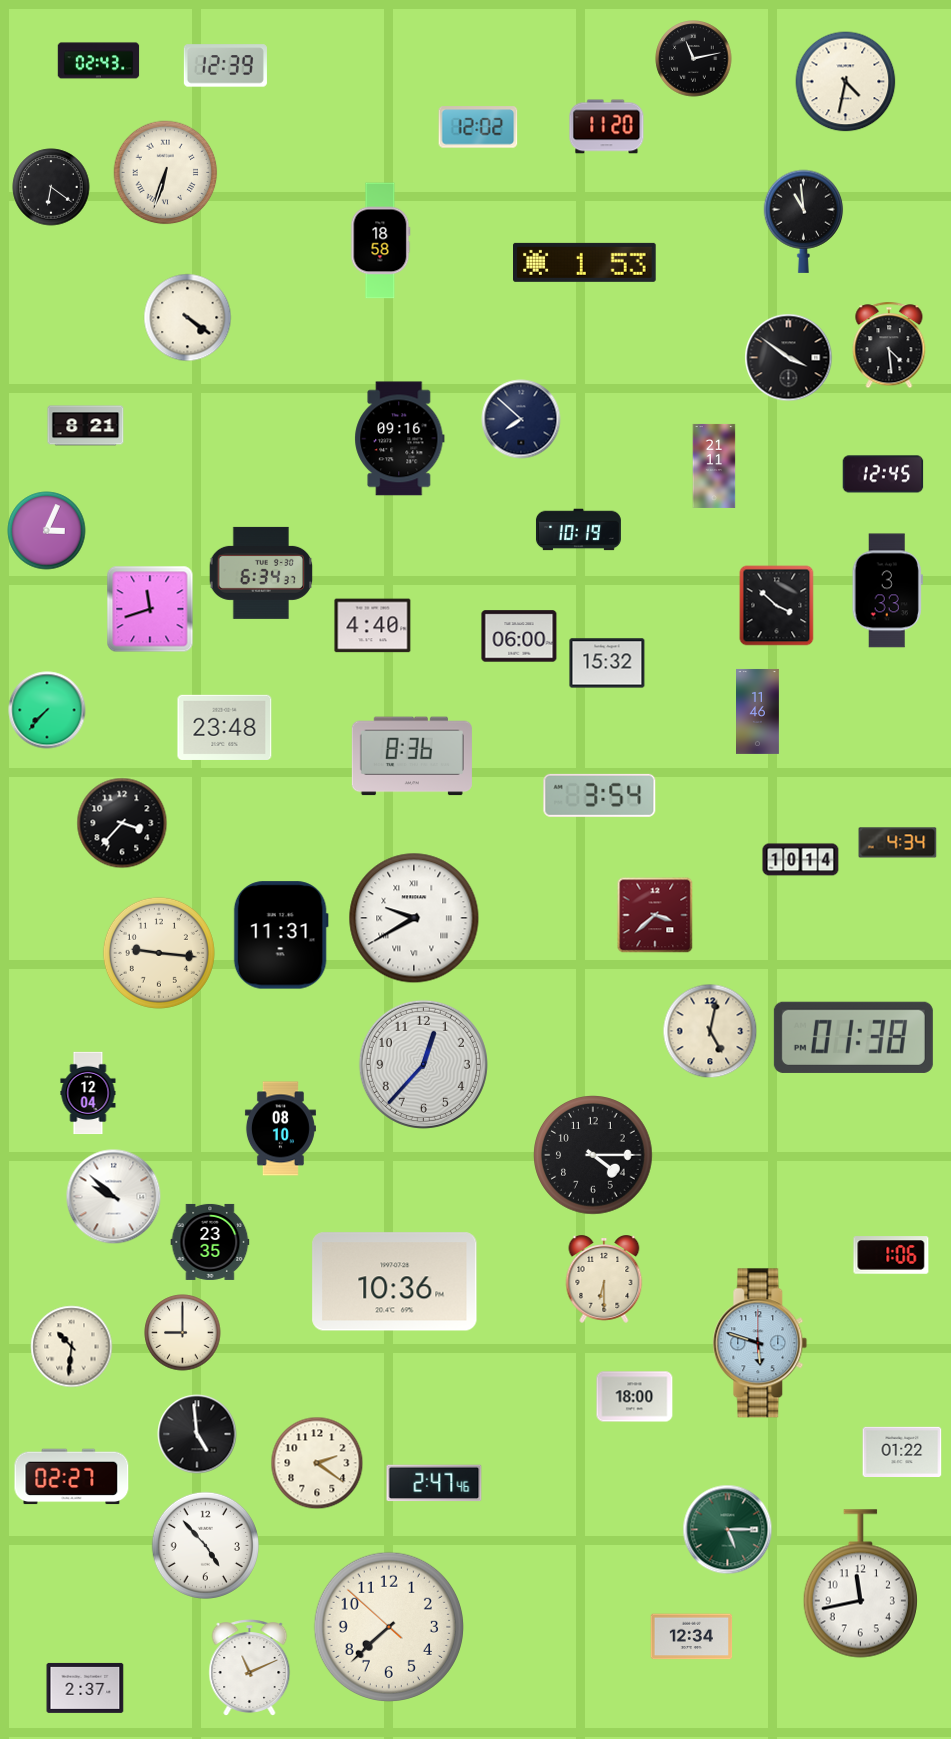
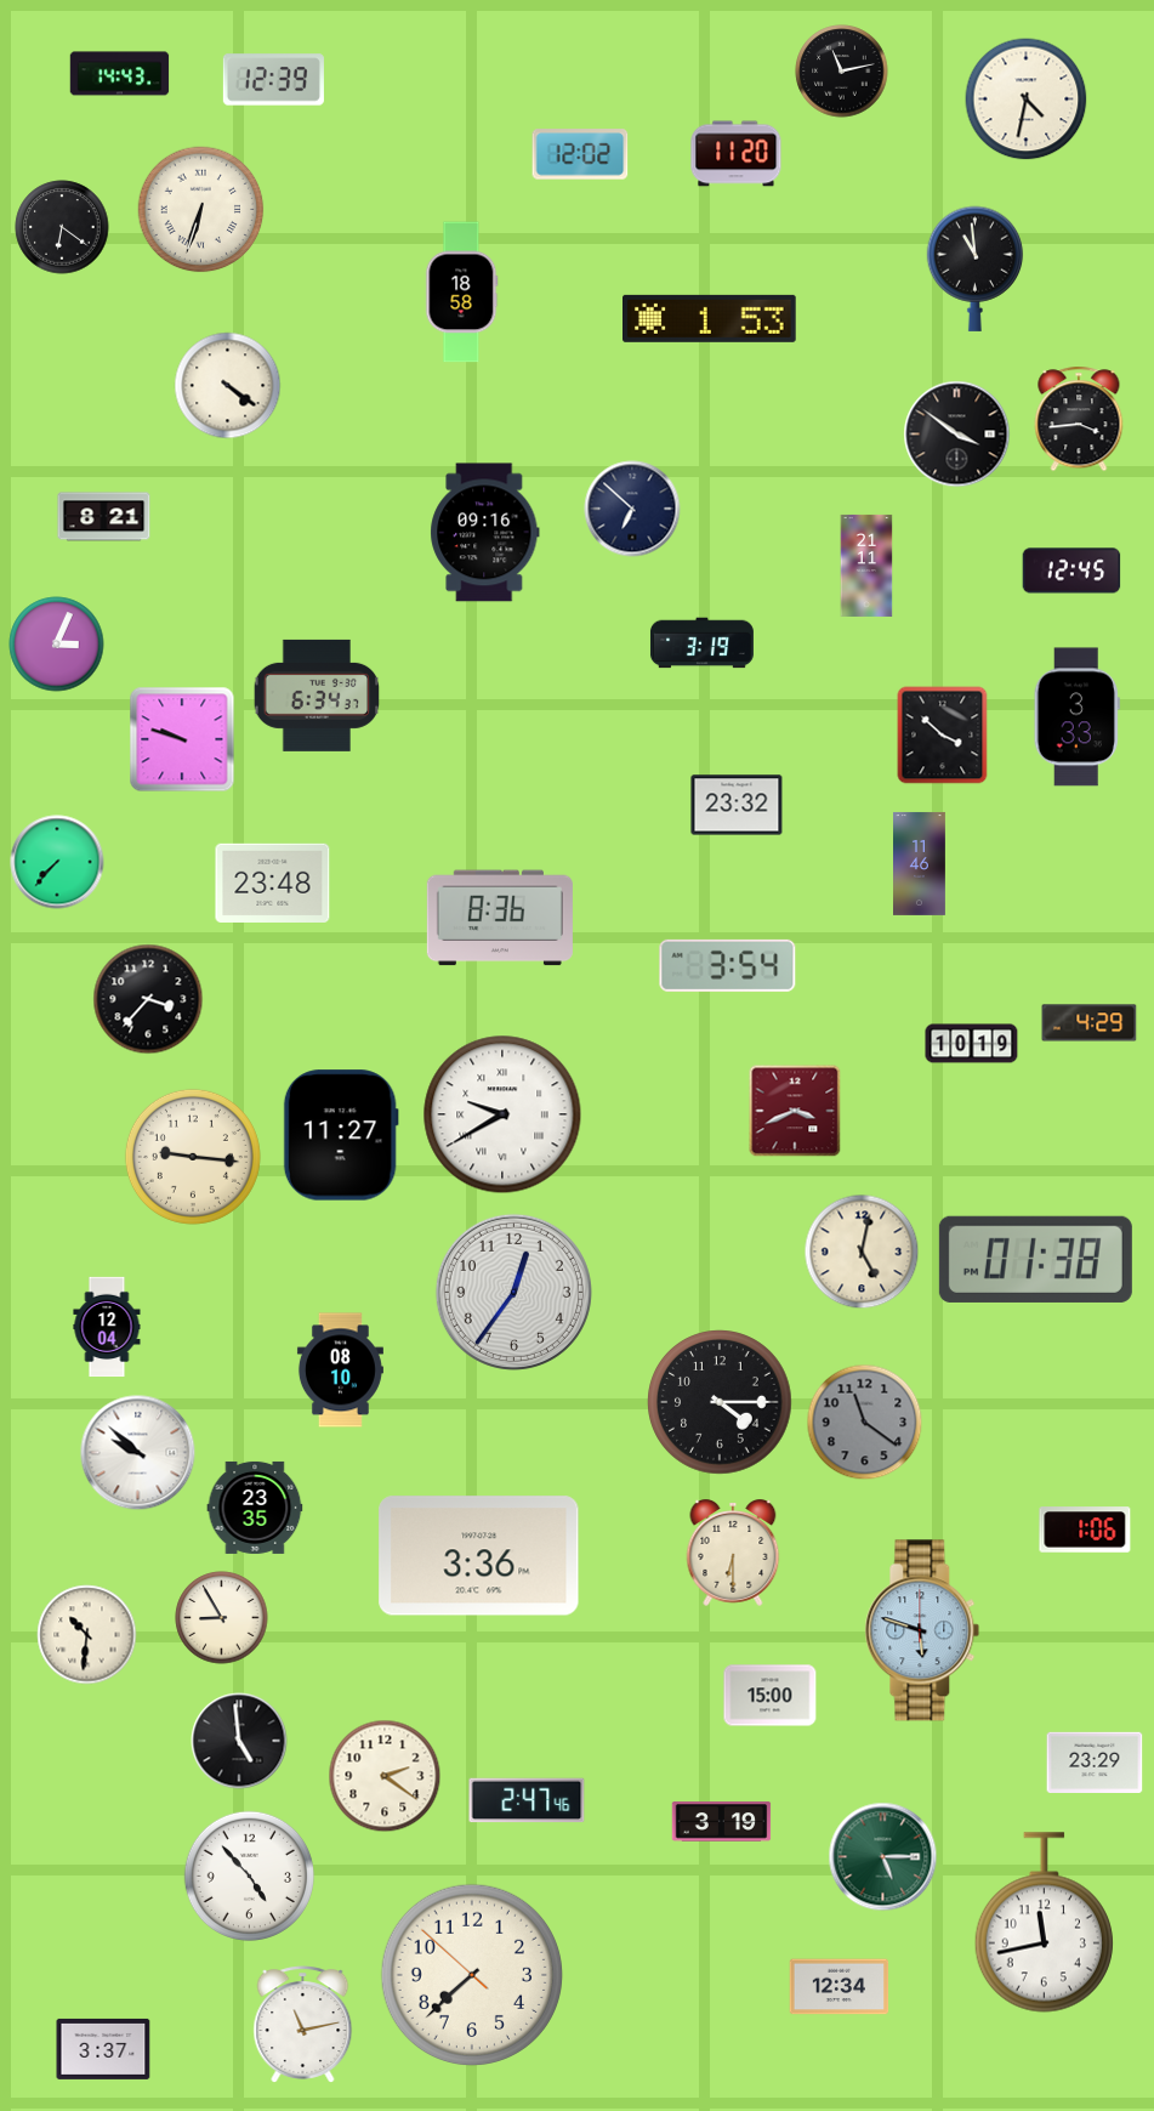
clock at (99, 61): 02:43 -> 14:43
clock at (889, 345): 4:29 -> 3:44
clock at (521, 419): 7:52 -> 6:52
clock at (883, 474) position: (883, 474) -> (1071, 571)
clock at (578, 530): 10:19 -> 3:19
clock at (150, 609): 11:42 -> 9:48
clock at (373, 626): 4:40 -> none
clock at (519, 636): 06:00 -> none
clock at (607, 663): 15:32 -> 23:32
clock at (898, 843): 4:34 -> 4:29
clock at (801, 860): 10:14 -> 10:19
clock at (655, 915): 3:38 -> 3:41
clock at (281, 935): 11:31 -> 11:27
clock at (423, 1064): 12:37 -> 12:36
clock at (865, 1423): none -> 11:21
clock at (891, 1255) position: (891, 1255) -> (1085, 1530)
clock at (395, 1282): 10:36 -> 3:36
clock at (183, 1333): 9:00 -> 8:55
clock at (635, 1397): 18:00 -> 15:00
clock at (902, 1451): 01:22 -> 23:29
clock at (72, 1477): 02:27 -> none
clock at (722, 1822): none -> 3:19
clock at (250, 1668): 11:11 -> 11:13
clock at (85, 1688): 2:37 -> 3:37
